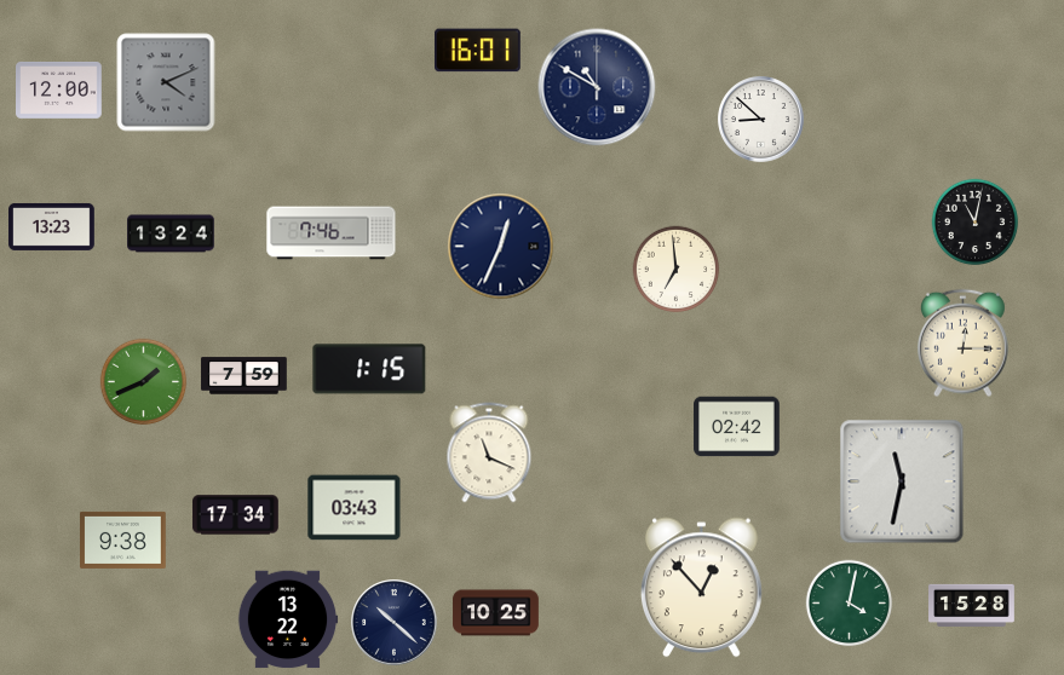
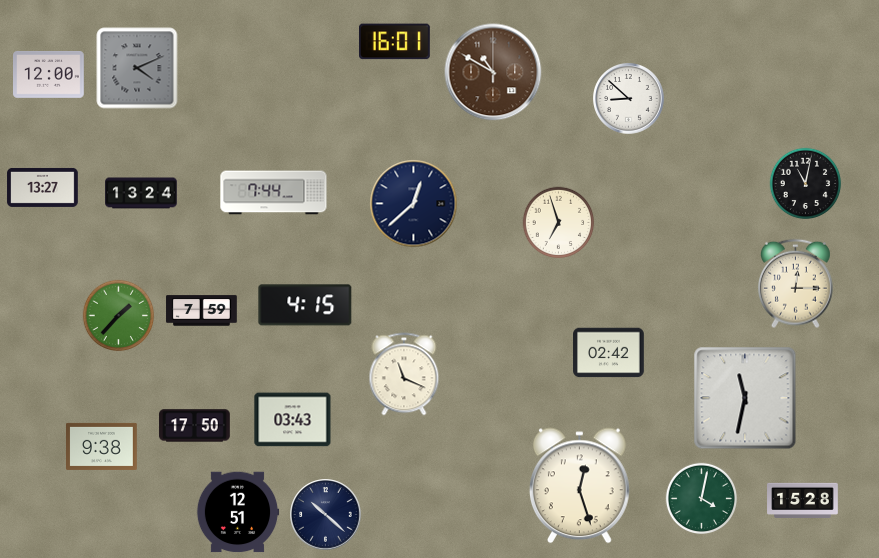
clock at (597, 87) dial: navy -> brown
clock at (52, 226): 13:23 -> 13:27
clock at (332, 233): 7:46 -> 7:44
clock at (501, 247): 12:34 -> 12:38
clock at (677, 270): 6:59 -> 6:57
clock at (369, 369): 1:15 -> 4:15
clock at (144, 382): 1:41 -> 1:37
clock at (236, 515): 17:34 -> 17:50
clock at (701, 588): 12:53 -> 12:27
clock at (496, 613): 10:25 -> none
clock at (288, 619): 13:22 -> 12:51
